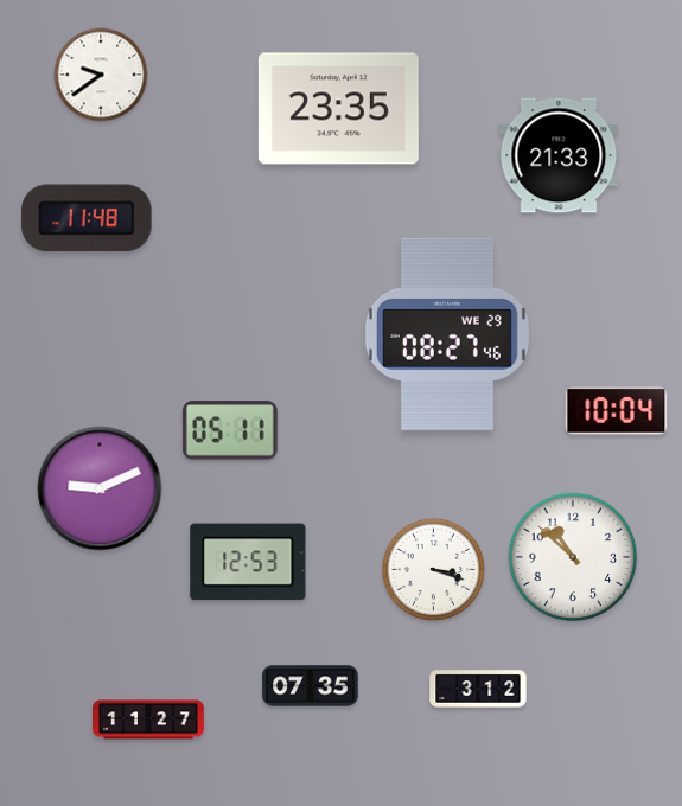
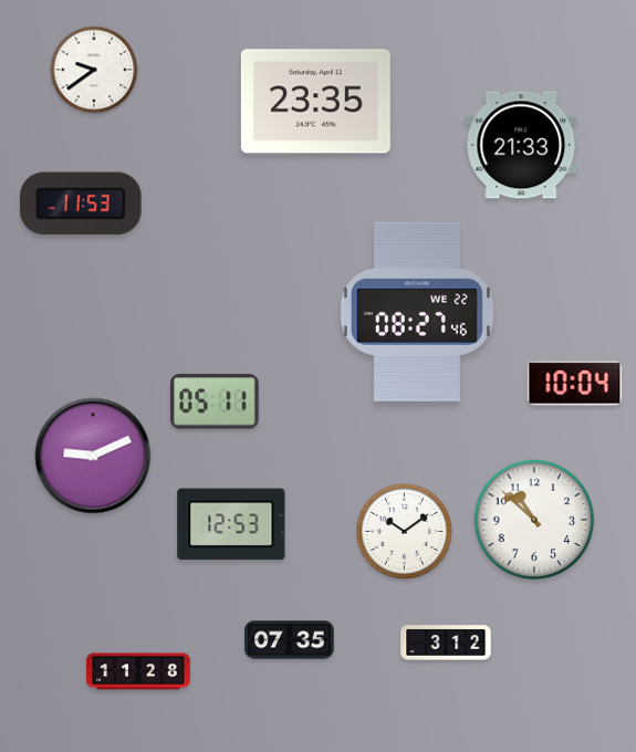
clock at (87, 218): 11:48 -> 11:53
clock at (447, 334) date: WE 29 -> WE 22
clock at (434, 570): 3:18 -> 10:09
clock at (148, 719): 11:27 -> 11:28
